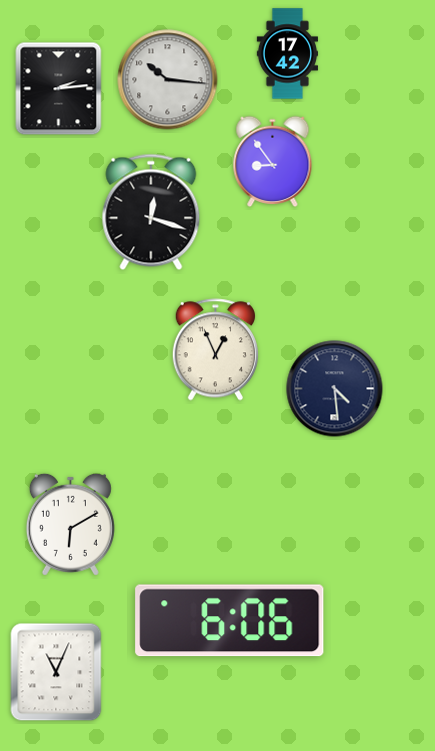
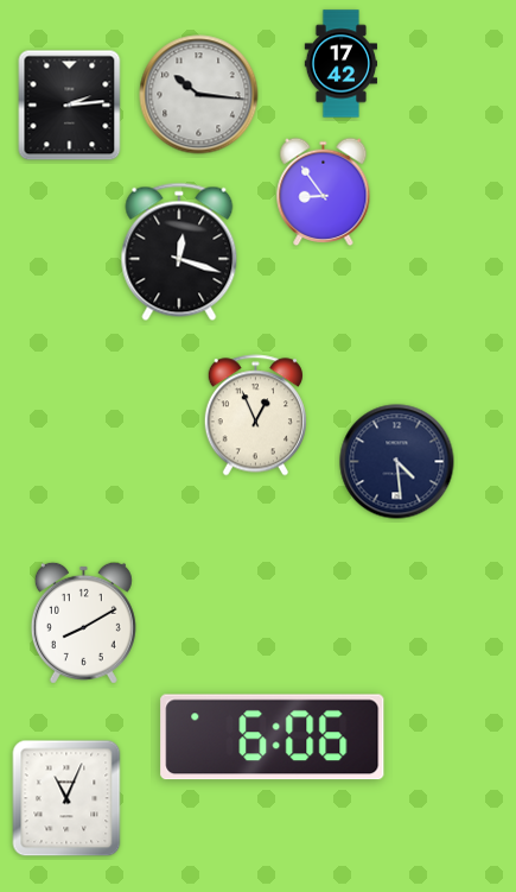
clock at (70, 524): 6:10 -> 8:10
